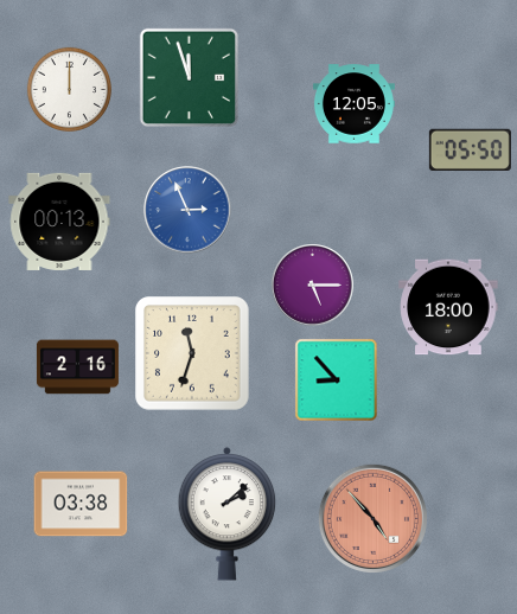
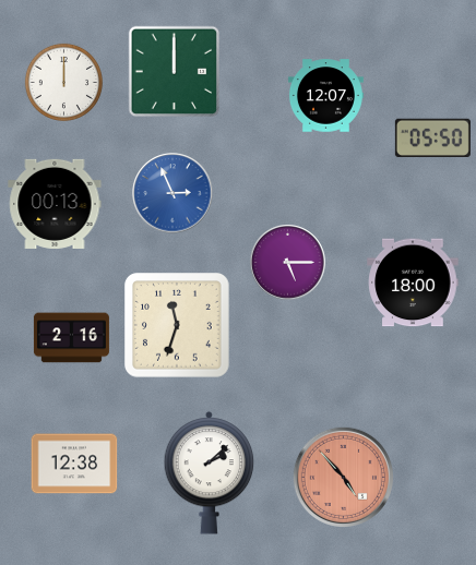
clock at (189, 77): 11:57 -> 12:00
clock at (353, 104): 12:05 -> 12:07
clock at (337, 380): 8:53 -> none
clock at (81, 504): 03:38 -> 12:38
